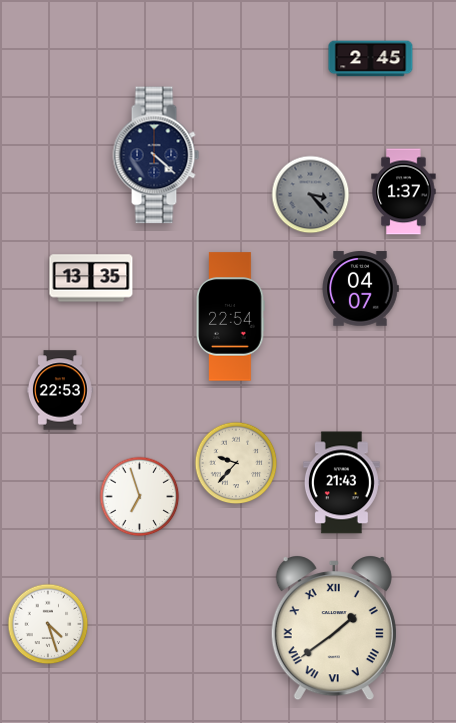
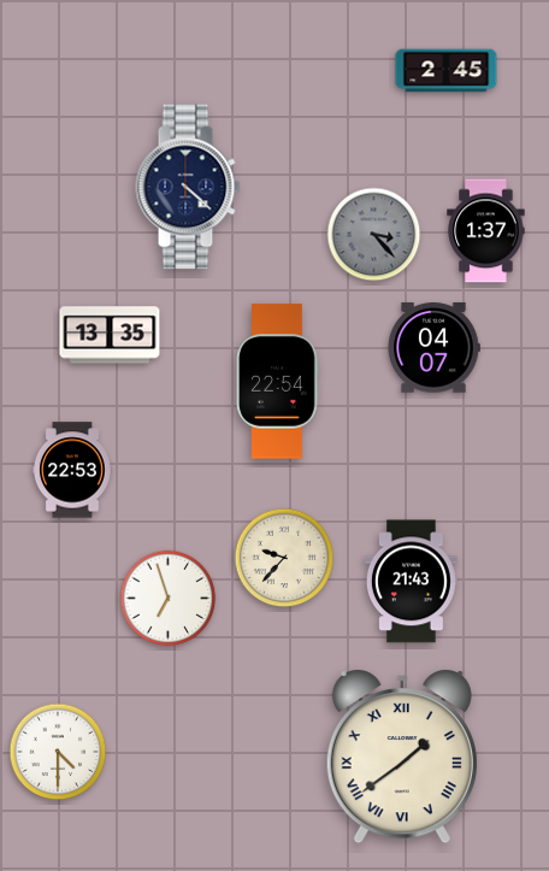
clock at (48, 624): 4:27 -> 4:30
